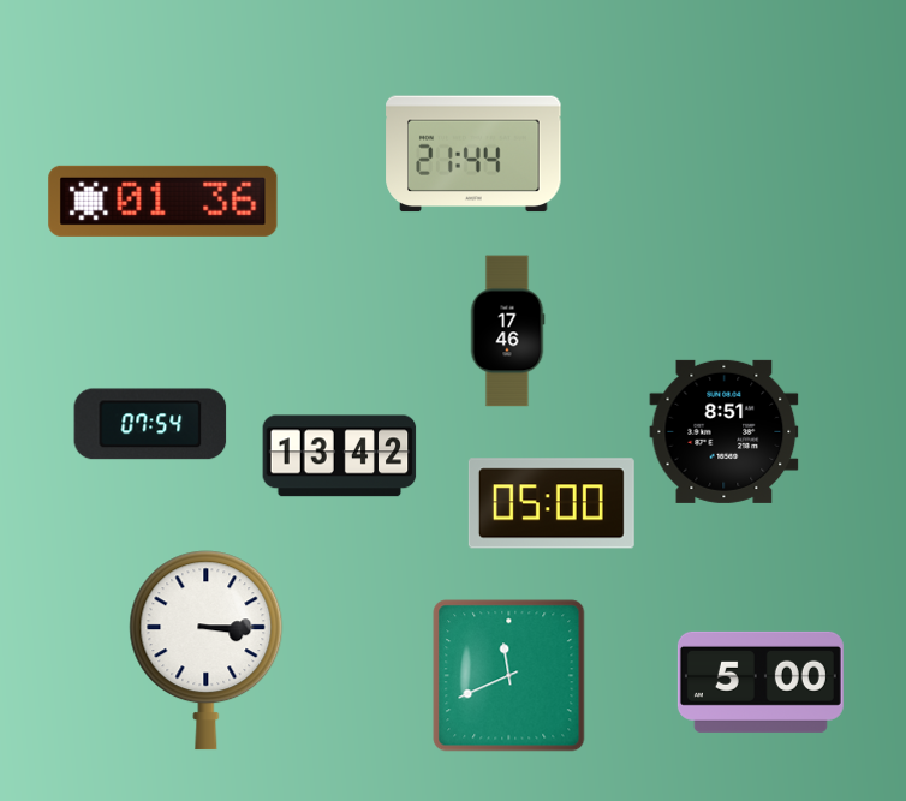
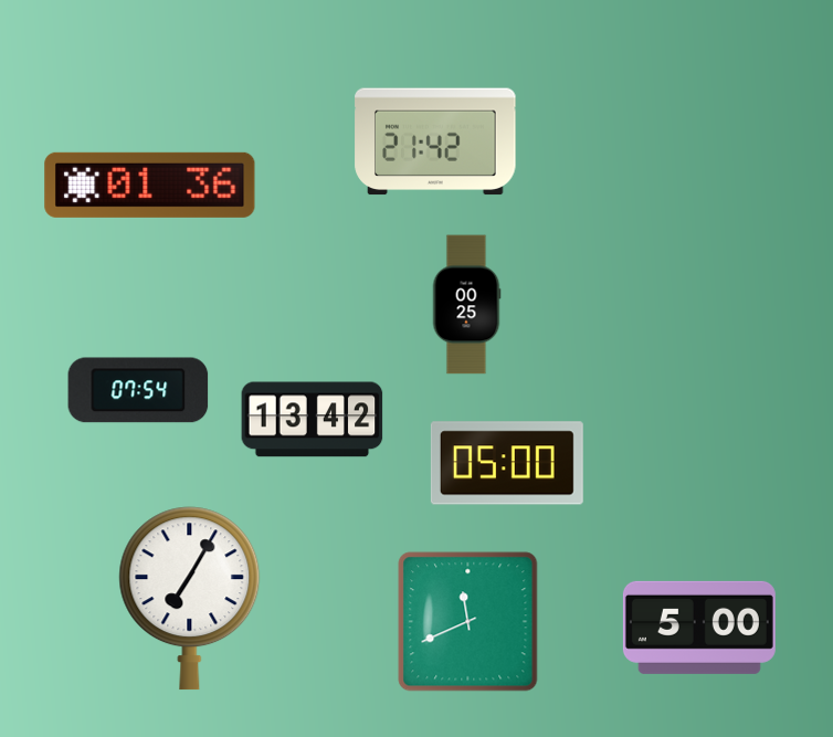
clock at (473, 154): 21:44 -> 21:42
clock at (507, 331): 17:46 -> 00:25
clock at (725, 431): 8:51 -> none
clock at (207, 651): 3:15 -> 7:05
